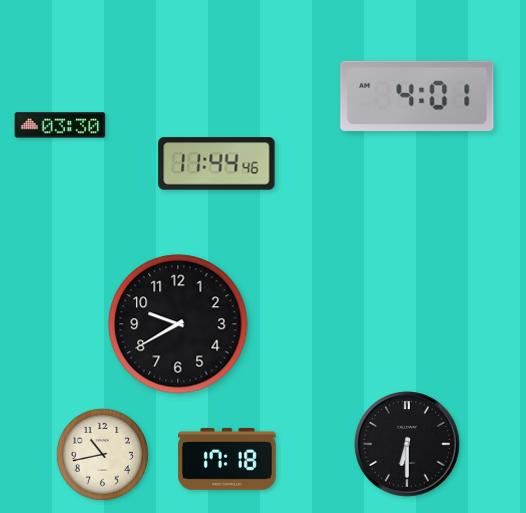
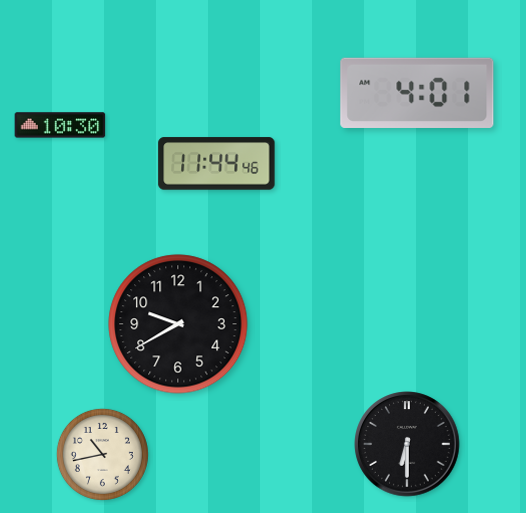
clock at (417, 96) position: (417, 96) -> (417, 93)
clock at (60, 125): 03:30 -> 10:30
clock at (227, 459): 17:18 -> none
